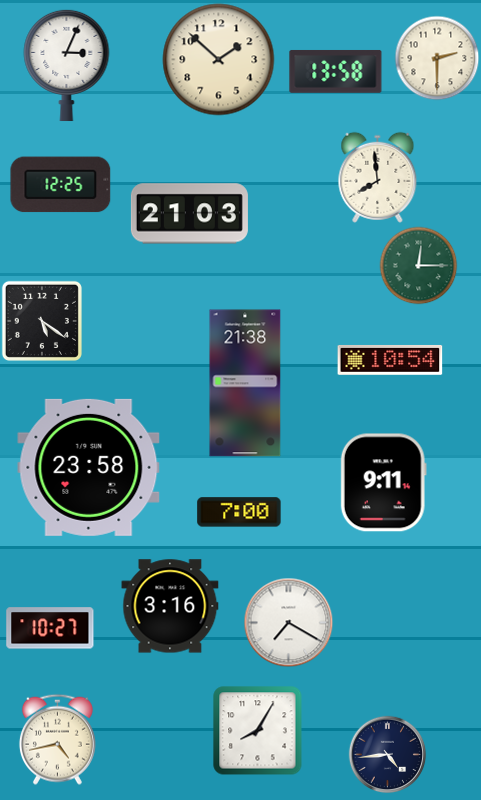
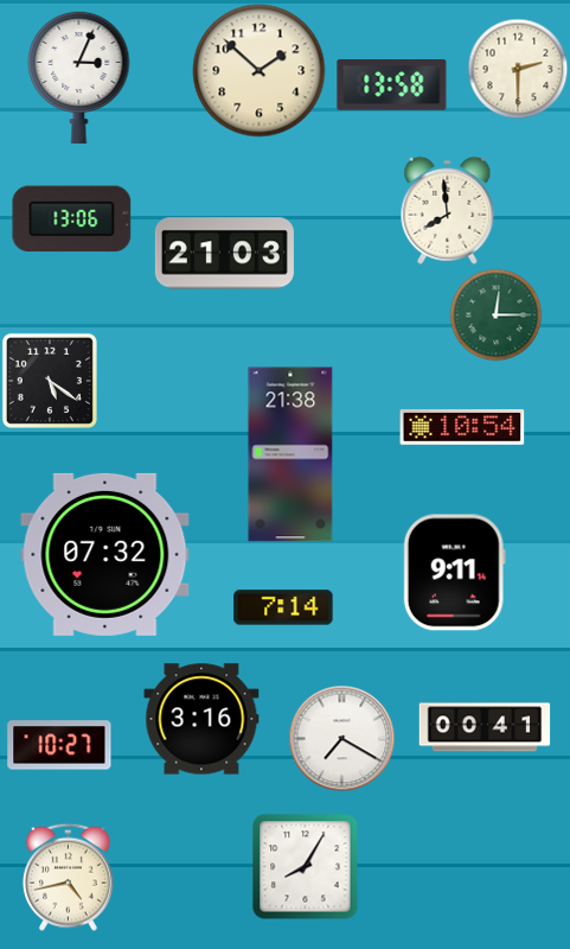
clock at (336, 71) position: (336, 71) -> (392, 84)
clock at (61, 185): 12:25 -> 13:06
clock at (89, 467): 23:58 -> 07:32
clock at (239, 512): 7:00 -> 7:14
clock at (485, 727): none -> 00:41
clock at (387, 754): 4:44 -> none
